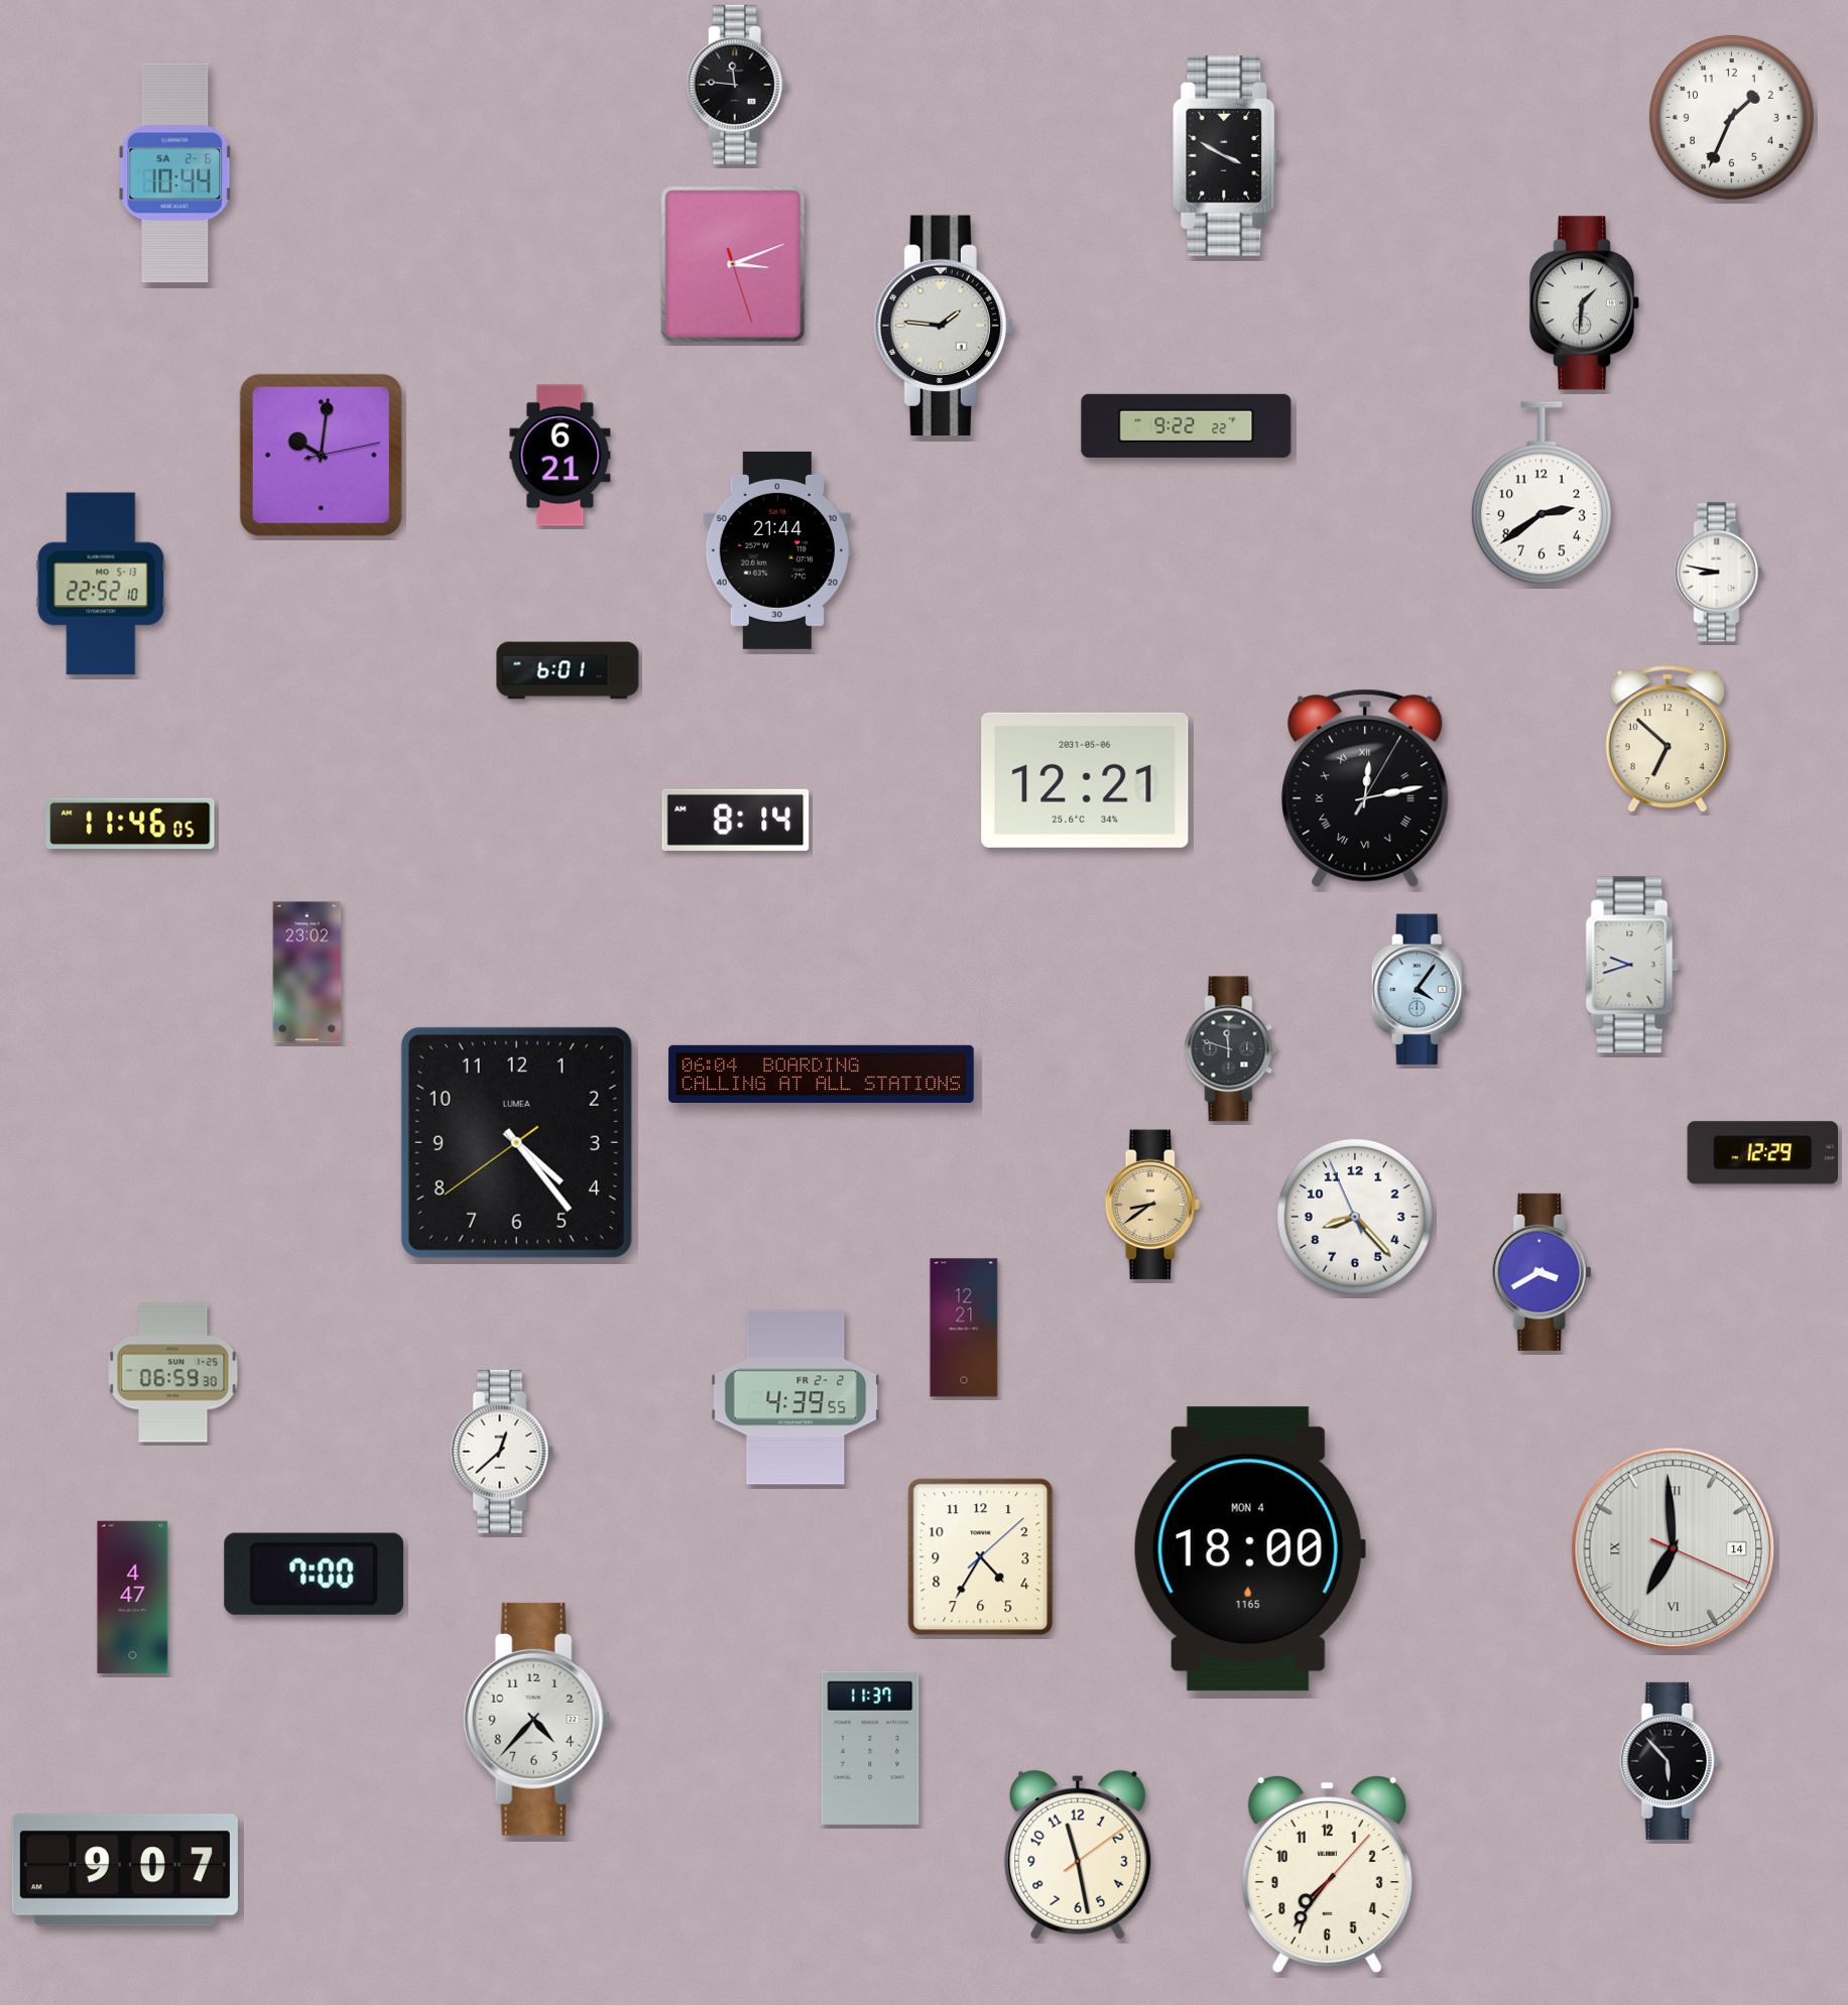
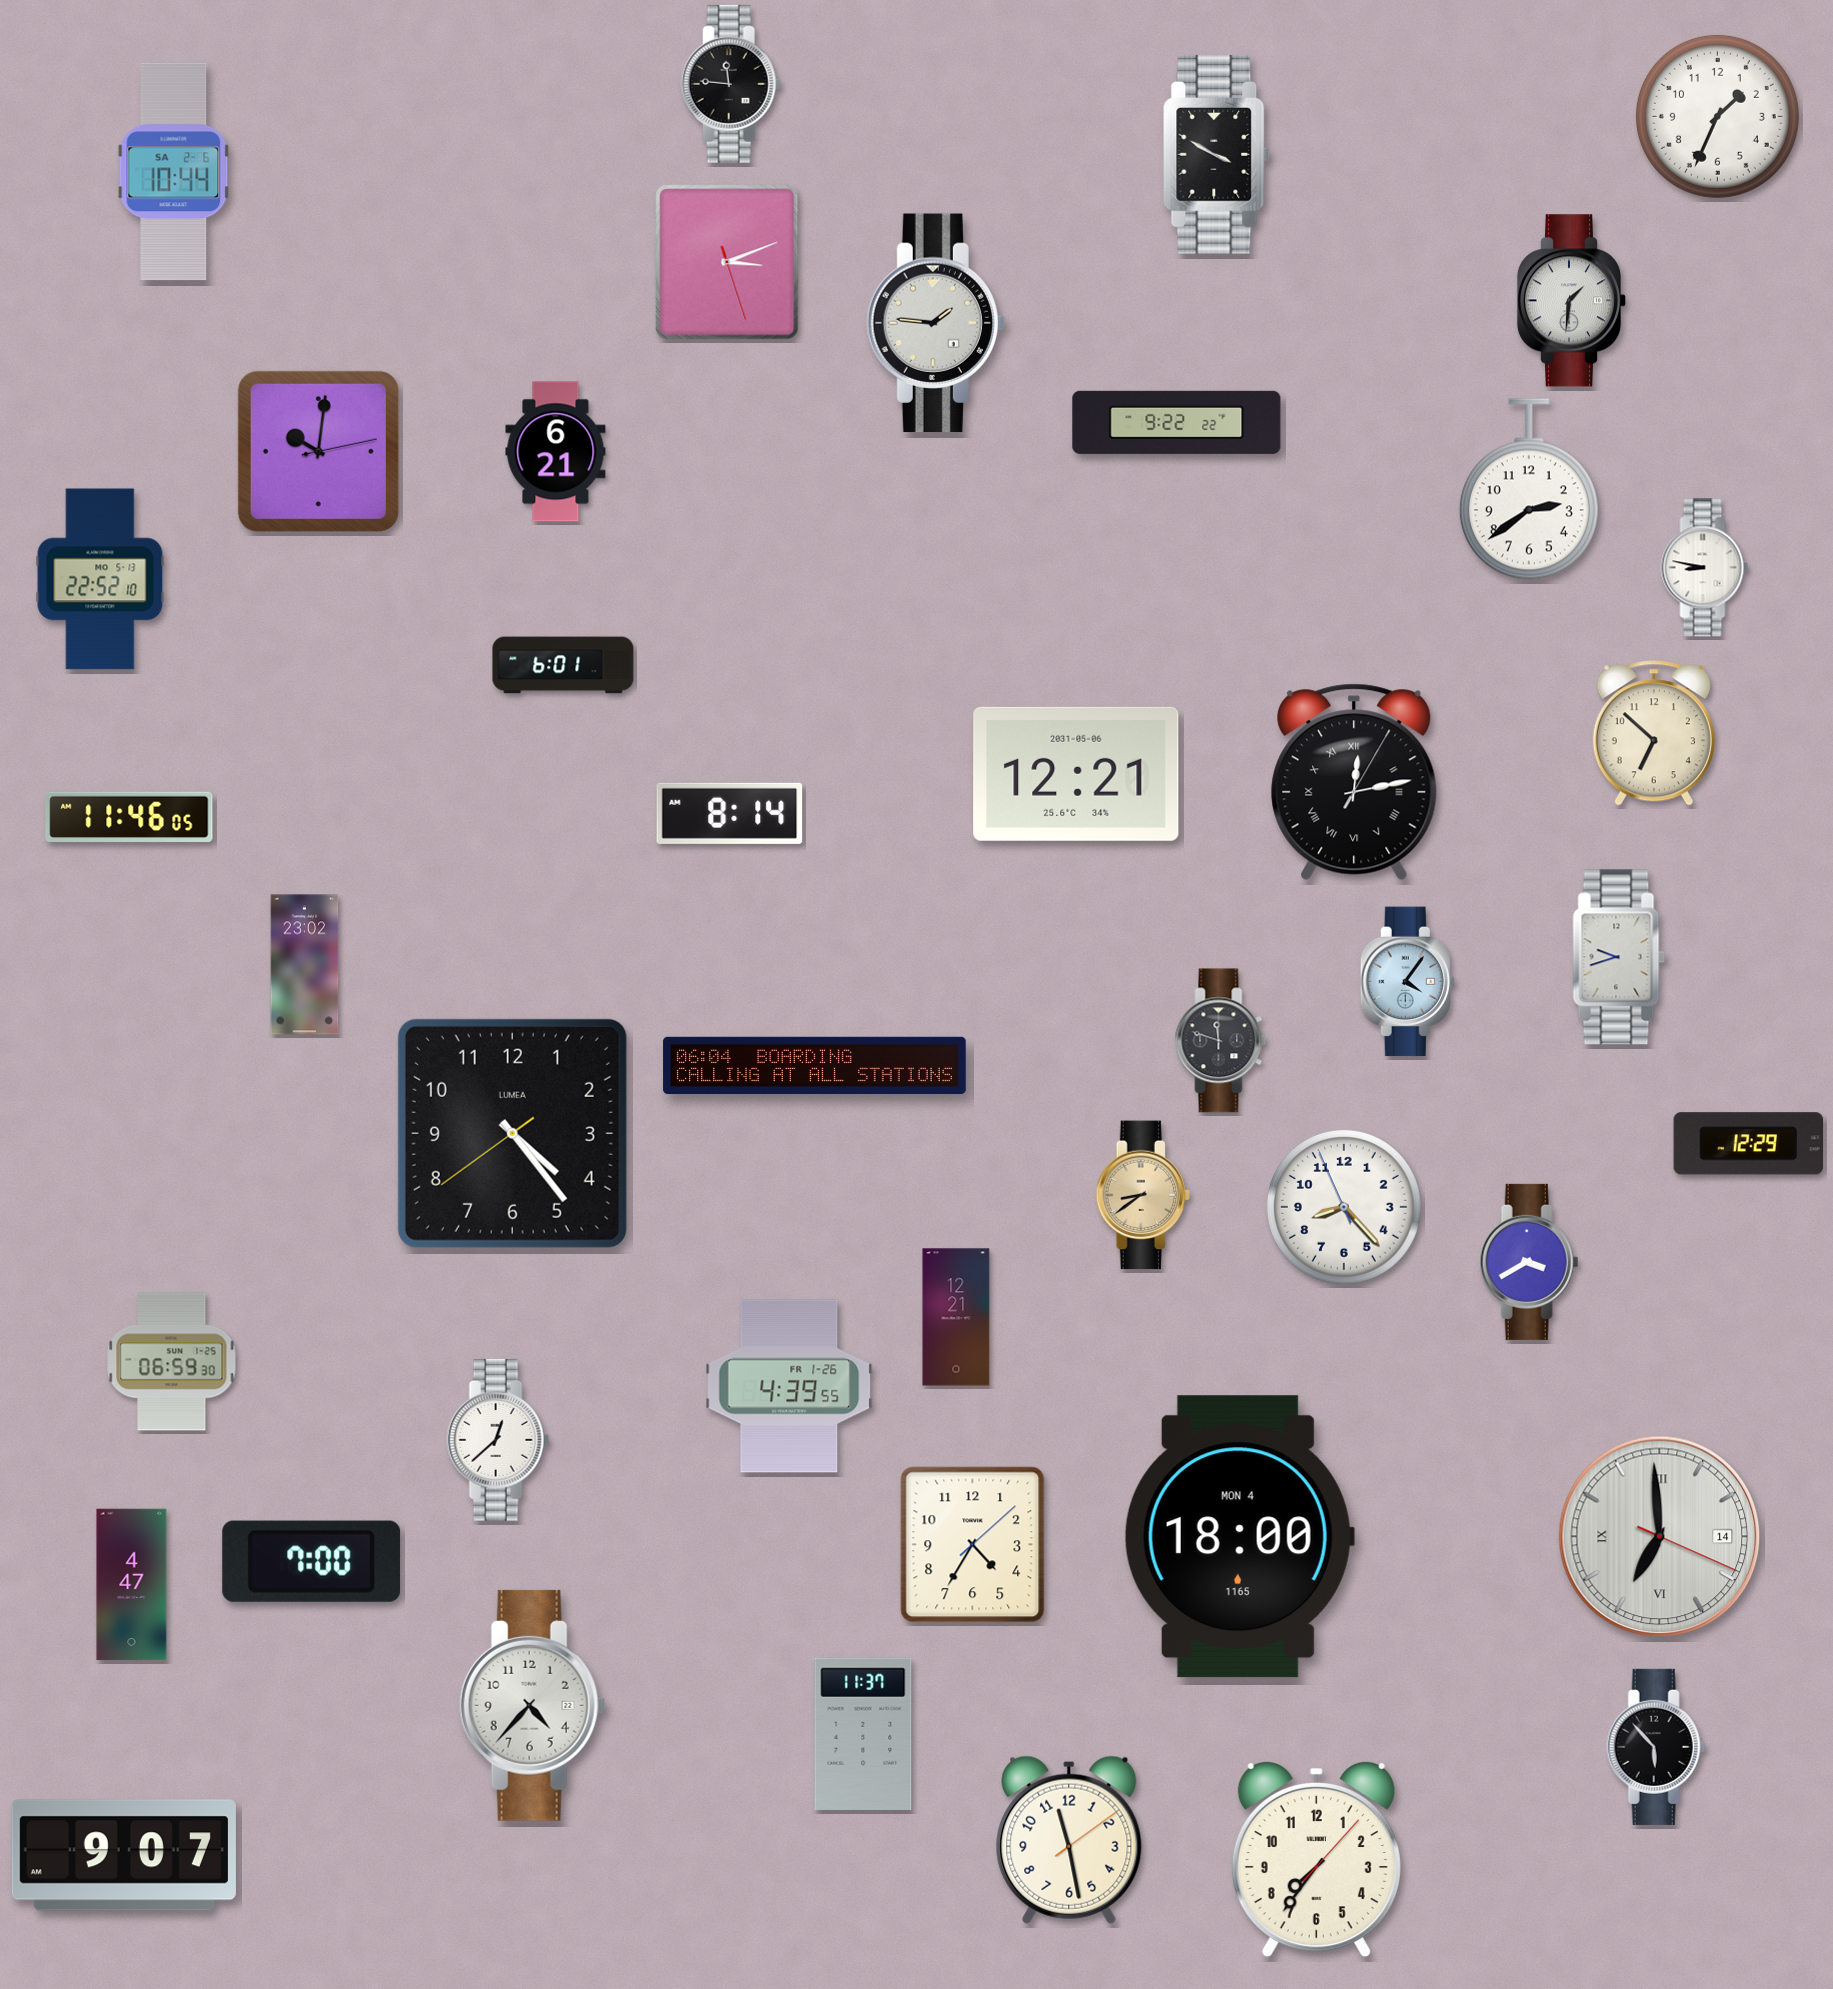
clock at (776, 550): 21:44 -> none
clock at (795, 1397) date: FR 2-2 -> FR 1-26
